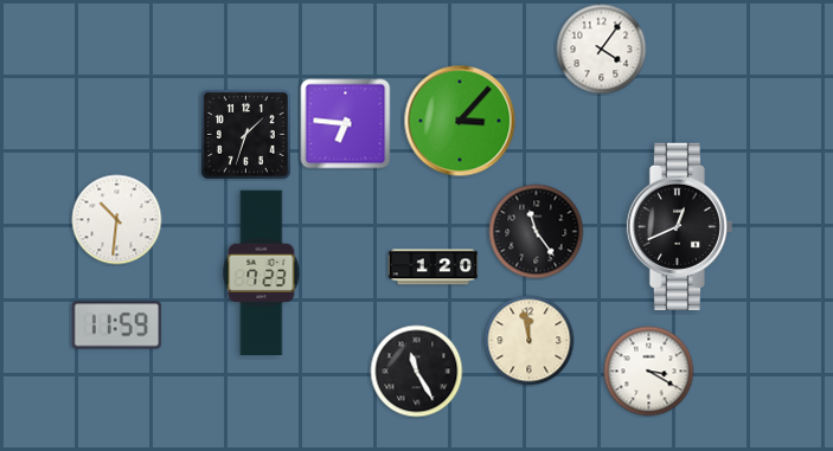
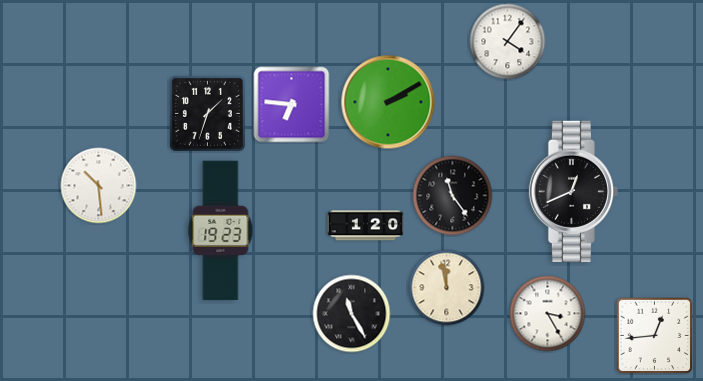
clock at (460, 121): 3:07 -> 2:10
clock at (117, 220): 10:31 -> 10:29
clock at (262, 273): 7:23 -> 19:23
clock at (117, 326): 11:59 -> none
clock at (649, 372): 3:20 -> 3:25
clock at (655, 336): none -> 12:44
